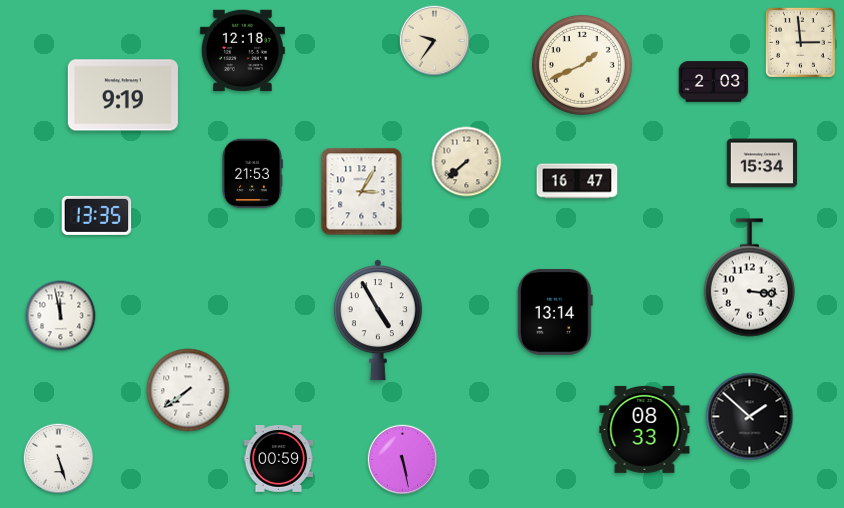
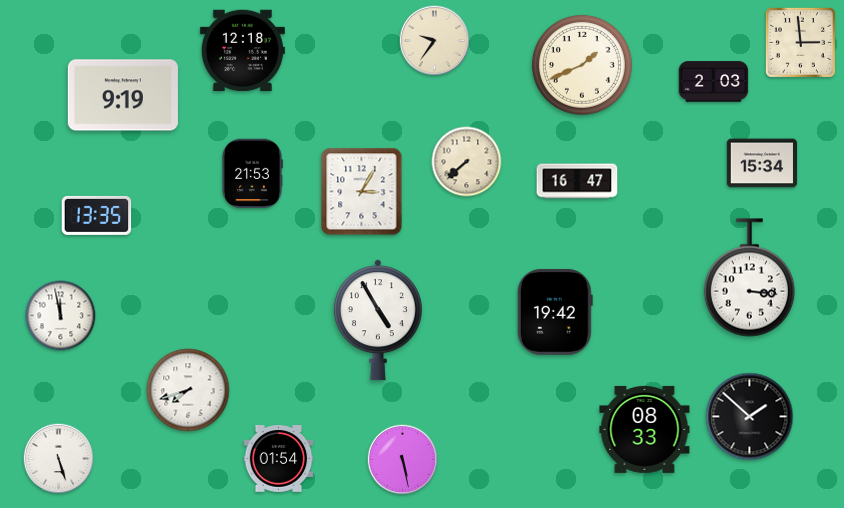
clock at (555, 312): 13:14 -> 19:42
clock at (188, 390): 7:39 -> 7:42
clock at (279, 459): 00:59 -> 01:54
